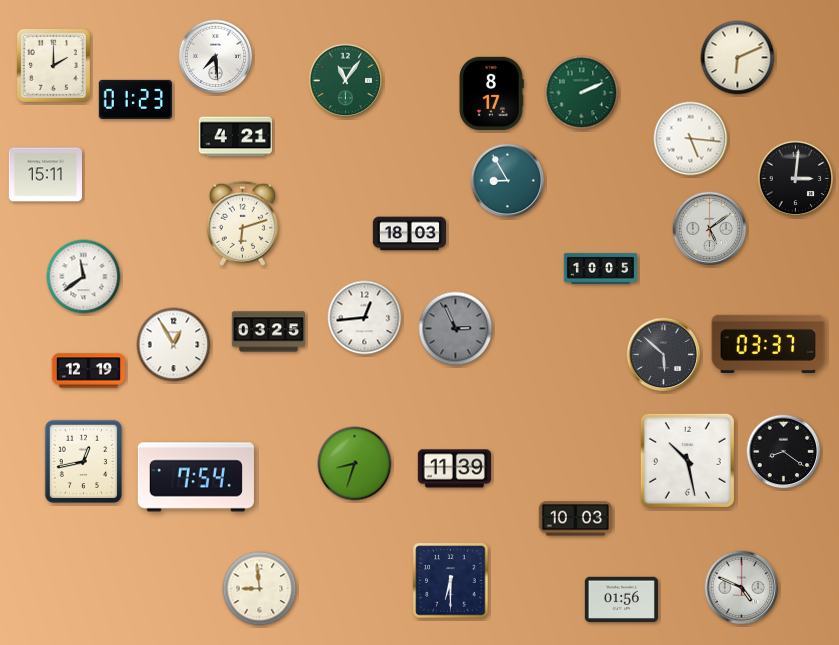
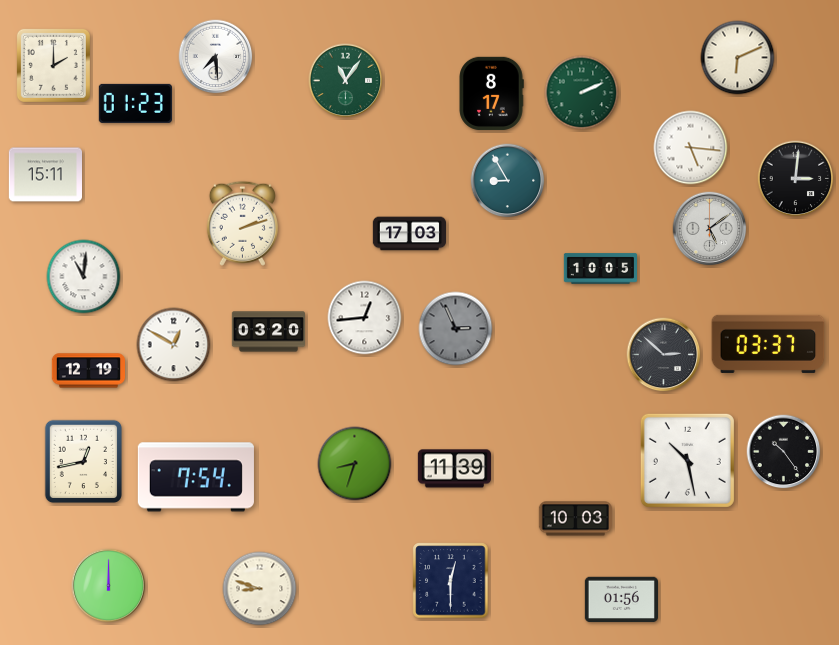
clock at (135, 99) position: (135, 99) -> (135, 103)
clock at (235, 137): 4:21 -> none
clock at (691, 139) position: (691, 139) -> (691, 148)
clock at (242, 223): 6:12 -> 2:12
clock at (410, 234): 18:03 -> 17:03
clock at (84, 277): 11:39 -> 11:01
clock at (268, 332): 03:25 -> 03:20
clock at (174, 345): 12:55 -> 12:50
clock at (664, 355): 5:52 -> 2:52
clock at (784, 452): 8:21 -> 10:24
clock at (451, 581): 6:30 -> 12:30
clock at (109, 586): none -> 12:00
clock at (742, 588): 4:49 -> none
clock at (260, 589): 8:59 -> 8:48
